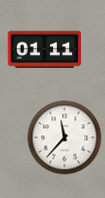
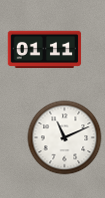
clock at (65, 138): 11:37 -> 11:11
